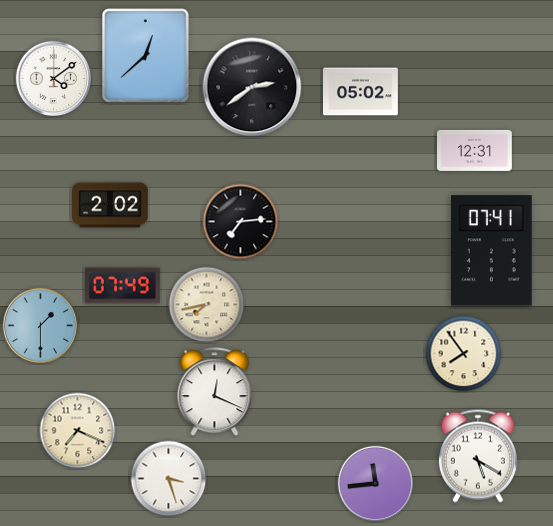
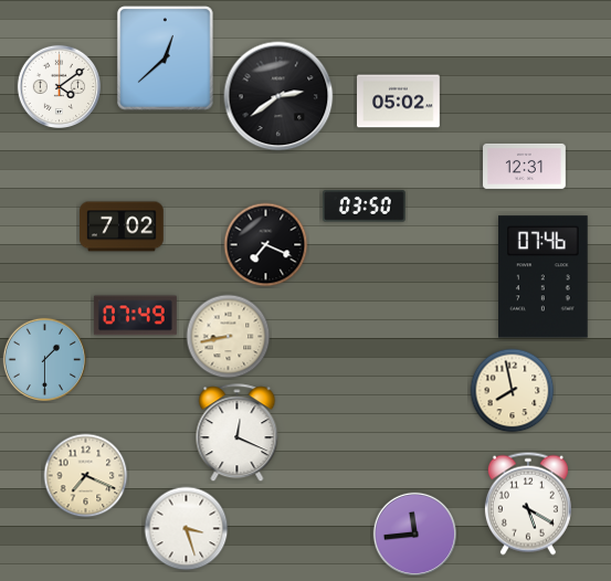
clock at (146, 56) position: (146, 56) -> (166, 59)
clock at (364, 207): none -> 03:50
clock at (110, 205): 2:02 -> 7:02
clock at (241, 222): 7:14 -> 7:19
clock at (492, 251): 07:41 -> 07:46
clock at (207, 305): 7:43 -> 8:43
clock at (464, 354): 7:54 -> 7:58
